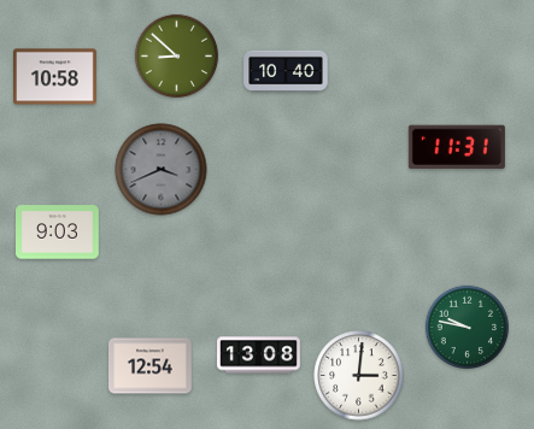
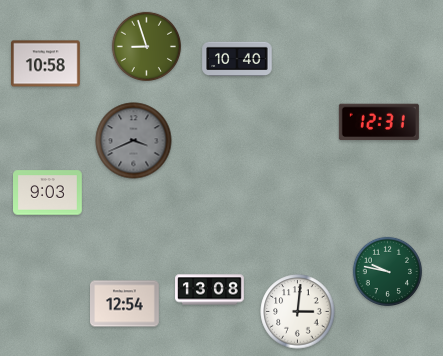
clock at (176, 55): 8:52 -> 8:57
clock at (457, 147): 11:31 -> 12:31
clock at (259, 355) position: (259, 355) -> (210, 290)
